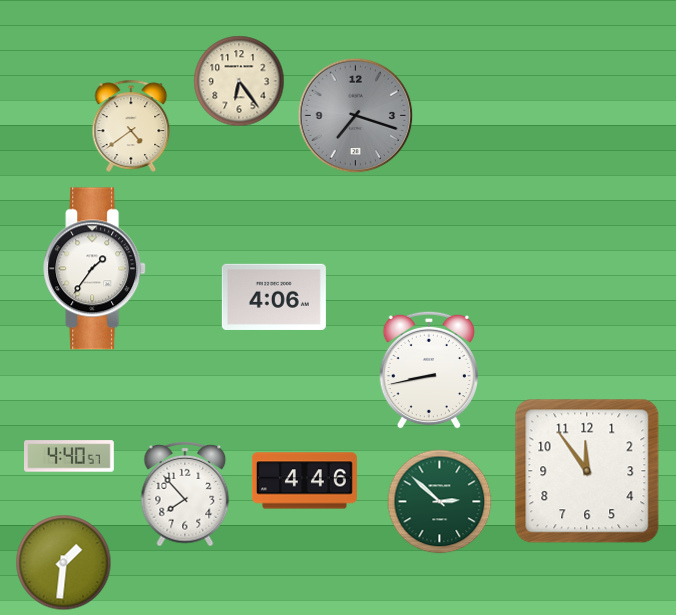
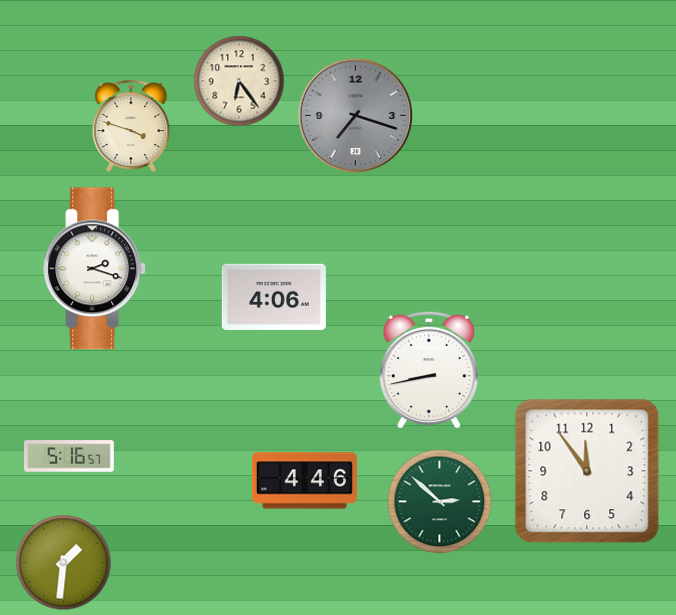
clock at (131, 126): 4:39 -> 3:48
clock at (95, 269): 1:36 -> 2:18
clock at (70, 456): 4:40 -> 5:16
clock at (185, 494): 7:53 -> none
